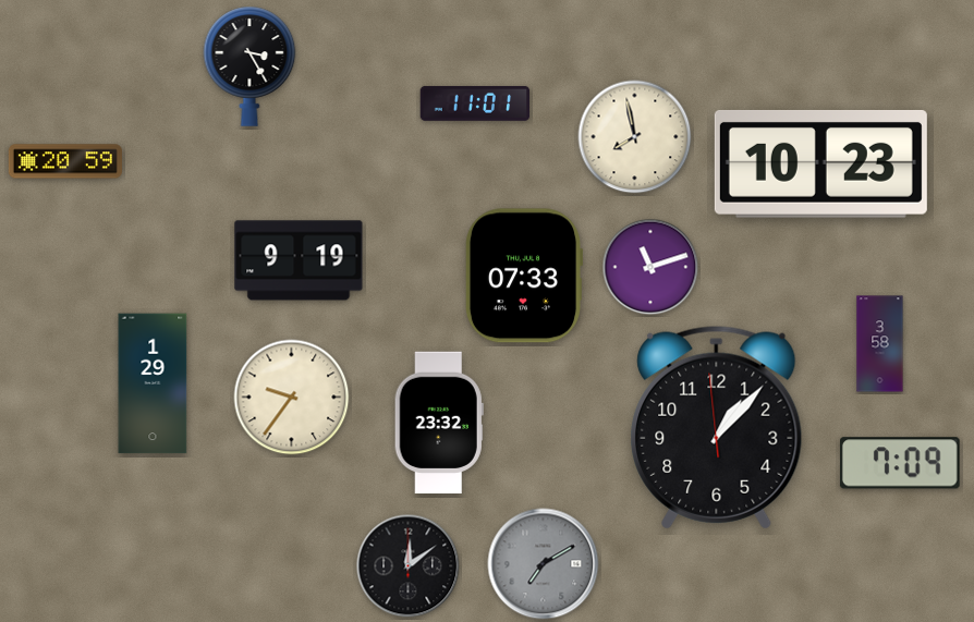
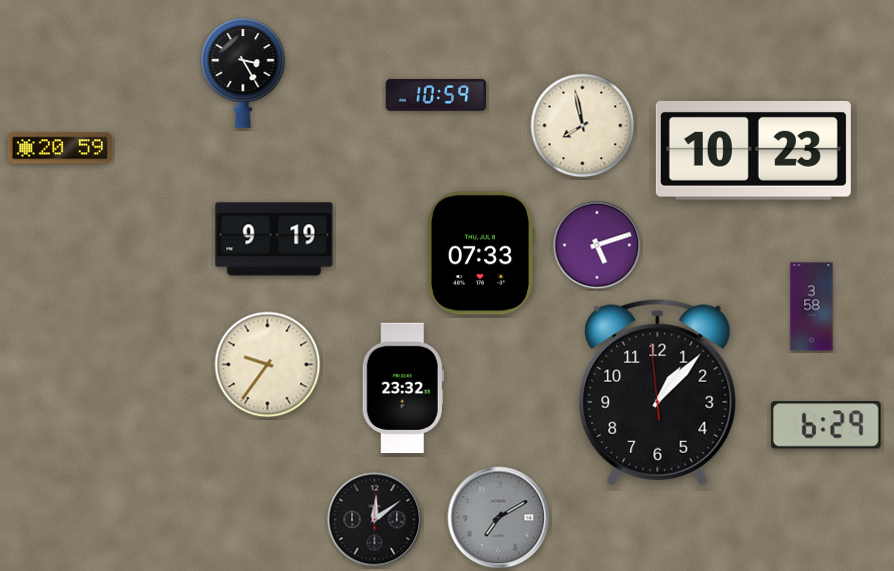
clock at (249, 66) position: (249, 66) -> (243, 73)
clock at (475, 103): 11:01 -> 10:59
clock at (650, 267): 11:12 -> 5:12
clock at (880, 344) position: (880, 344) -> (812, 307)
clock at (153, 383): 1:29 -> none
clock at (900, 463): 7:09 -> 6:29
